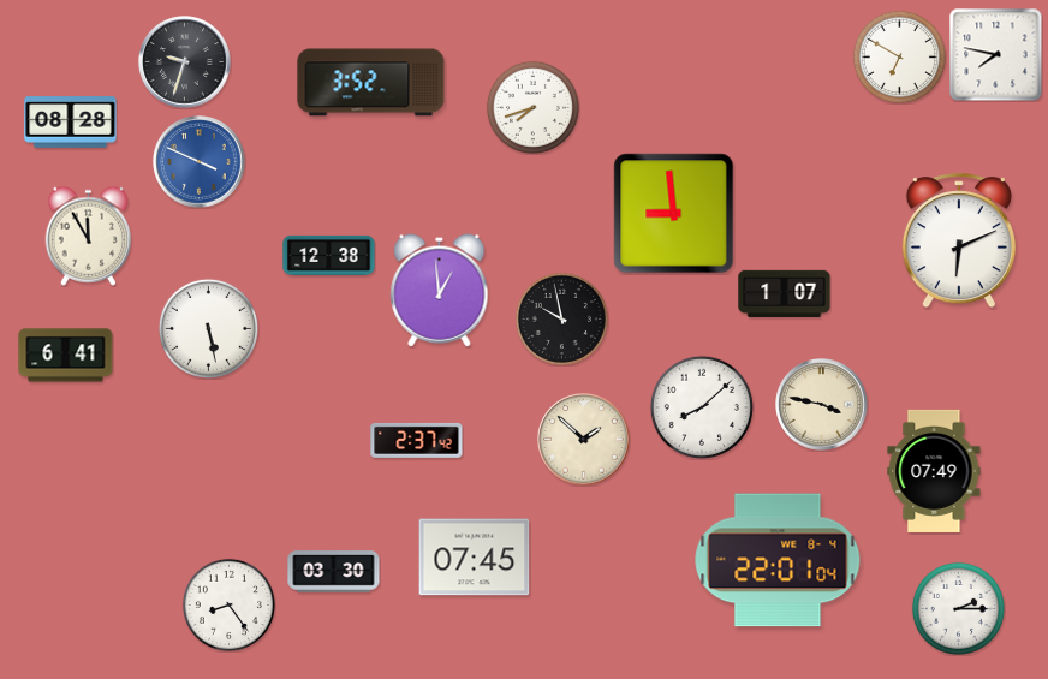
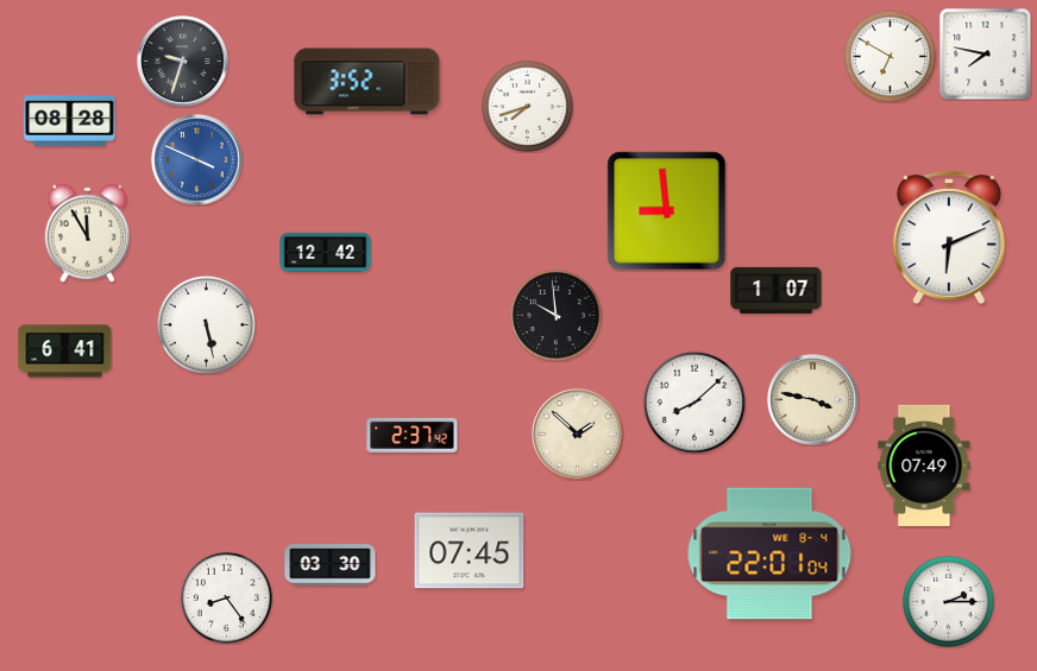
clock at (329, 255): 12:38 -> 12:42
clock at (440, 291): 12:59 -> none
clock at (561, 318): 9:58 -> 9:59
